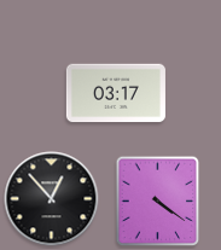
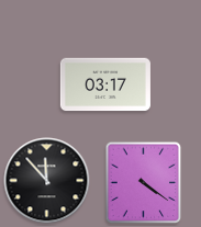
clock at (52, 199): 12:53 -> 11:53
